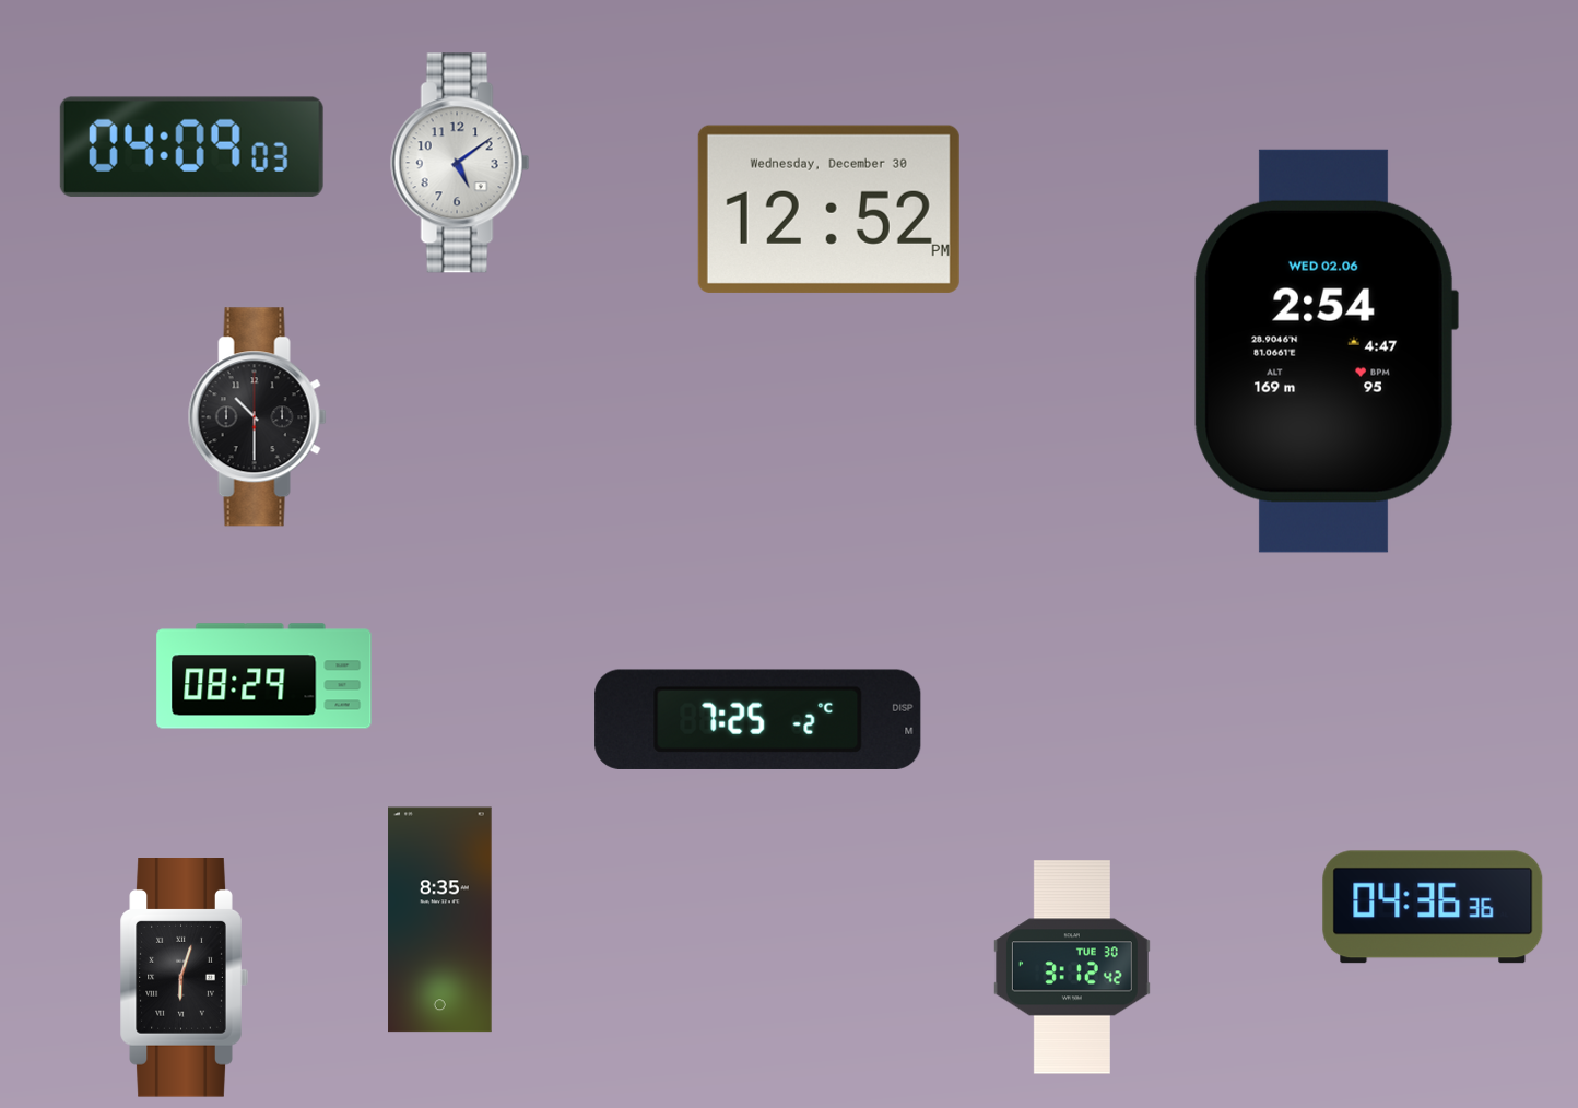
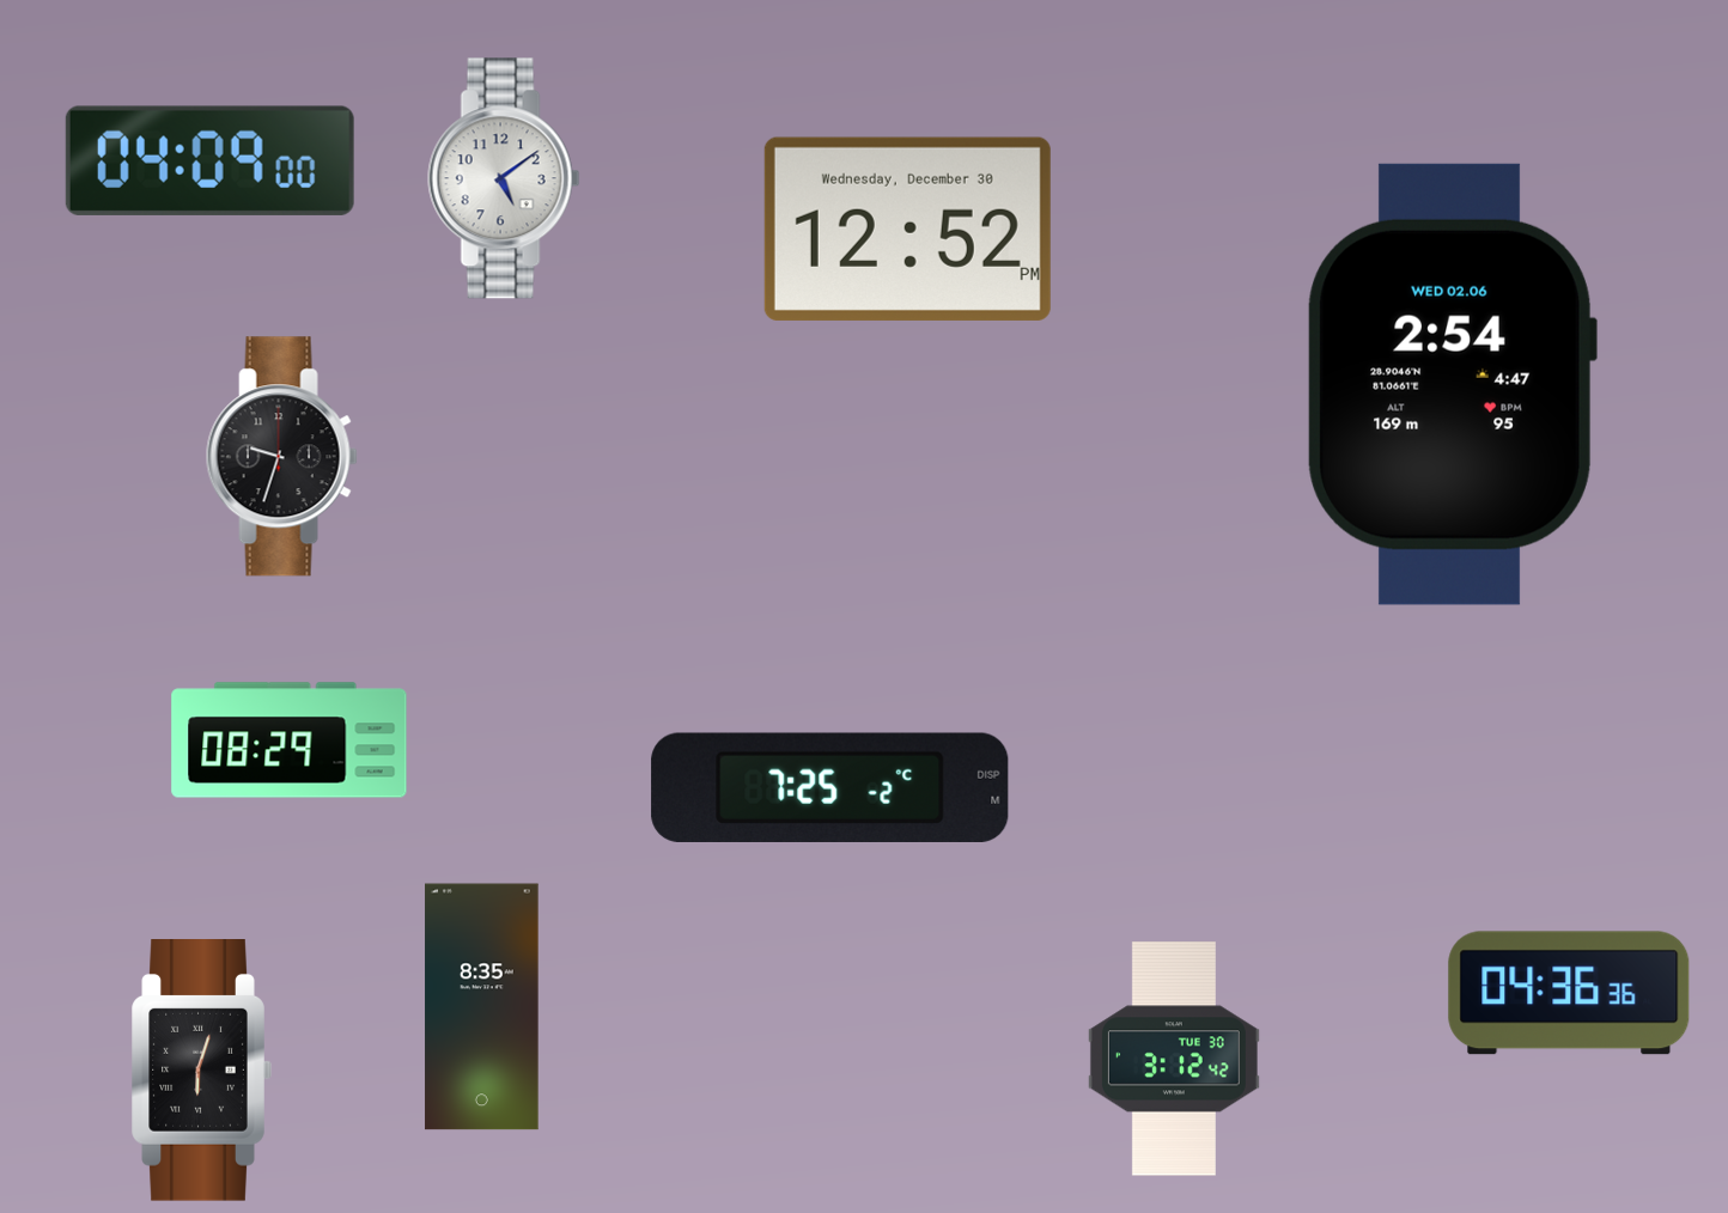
clock at (191, 146): 04:09:03 -> 04:09:00
clock at (257, 417): 10:30 -> 9:33
